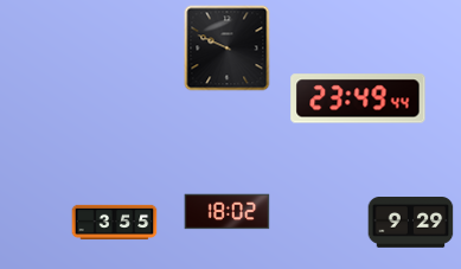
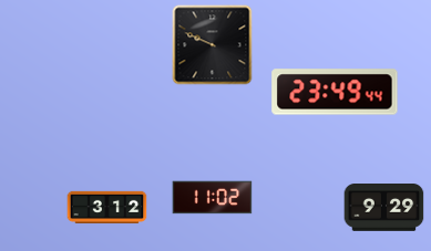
clock at (228, 212): 18:02 -> 11:02
clock at (115, 223): 3:55 -> 3:12
